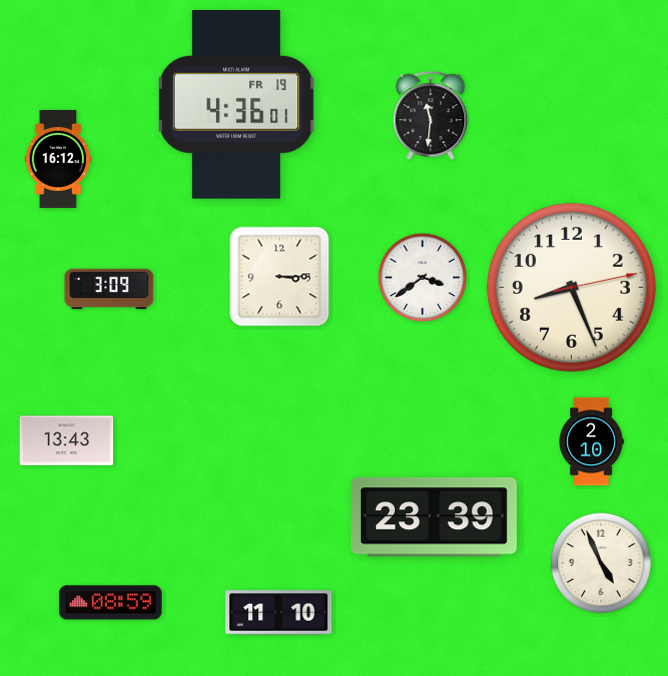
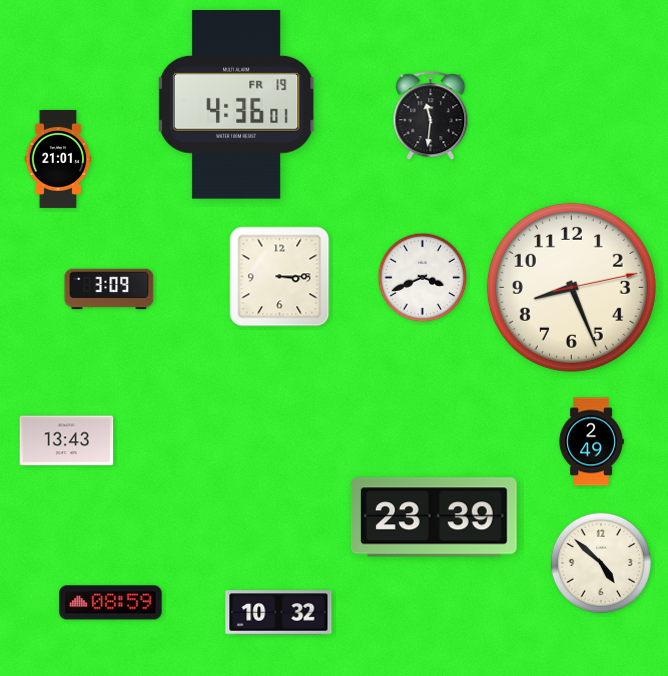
clock at (58, 159): 16:12 -> 21:01
clock at (423, 278): 3:39 -> 3:41
clock at (591, 442): 2:10 -> 2:49
clock at (601, 563): 4:56 -> 4:52
clock at (279, 613): 11:10 -> 10:32
